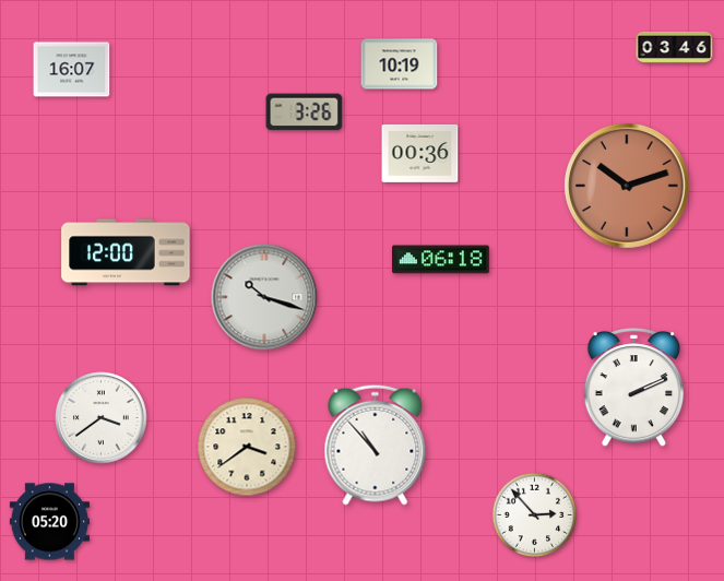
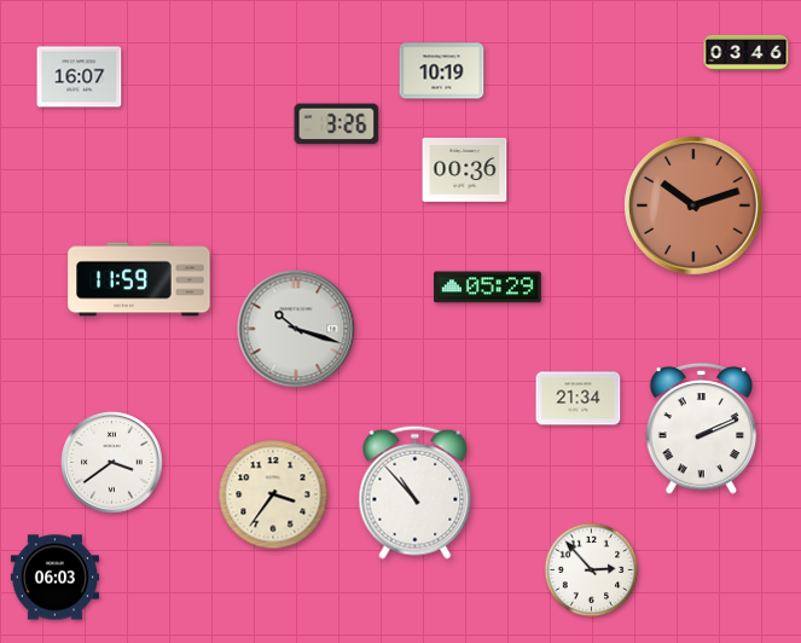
clock at (126, 252): 12:00 -> 11:59
clock at (441, 260): 06:18 -> 05:29
clock at (264, 297) position: (264, 297) -> (296, 329)
clock at (579, 399): none -> 21:34
clock at (247, 447): 3:39 -> 3:36
clock at (49, 522): 05:20 -> 06:03
